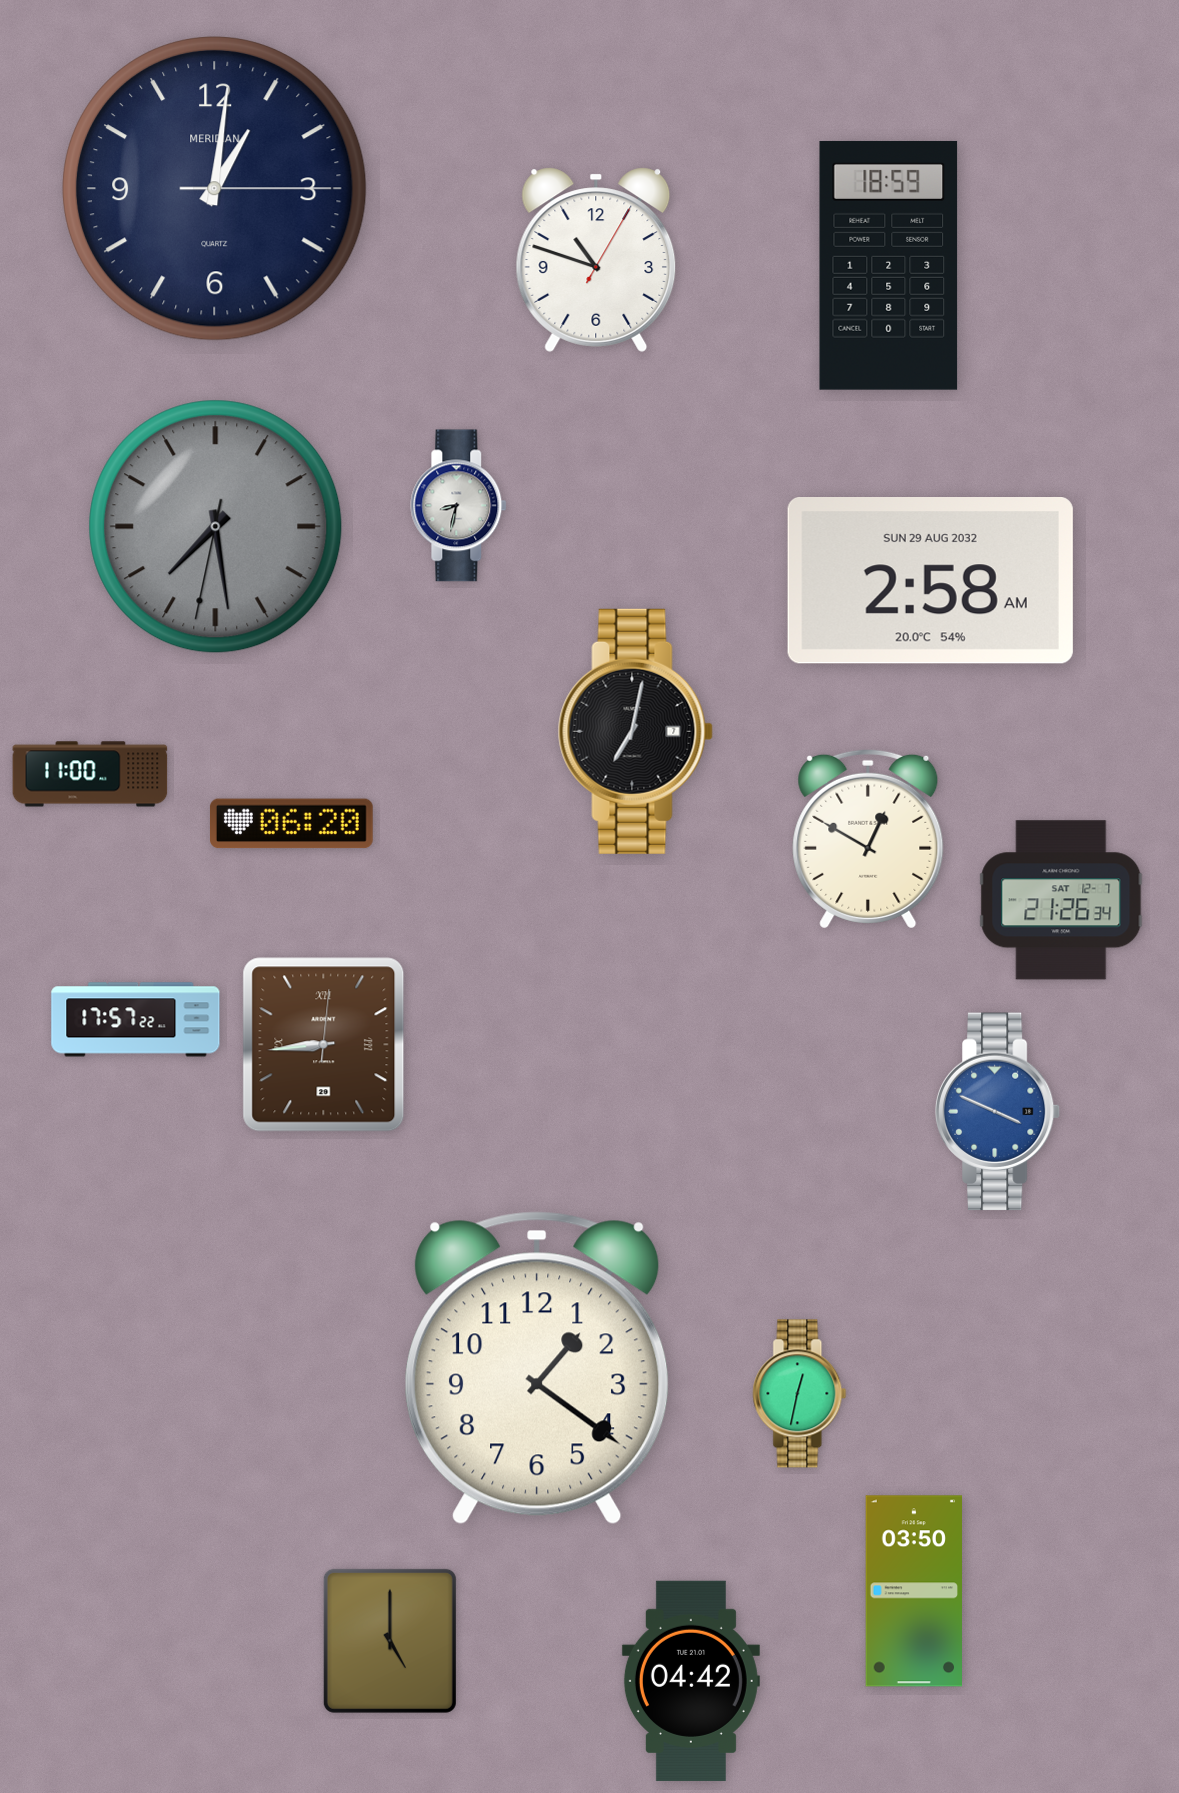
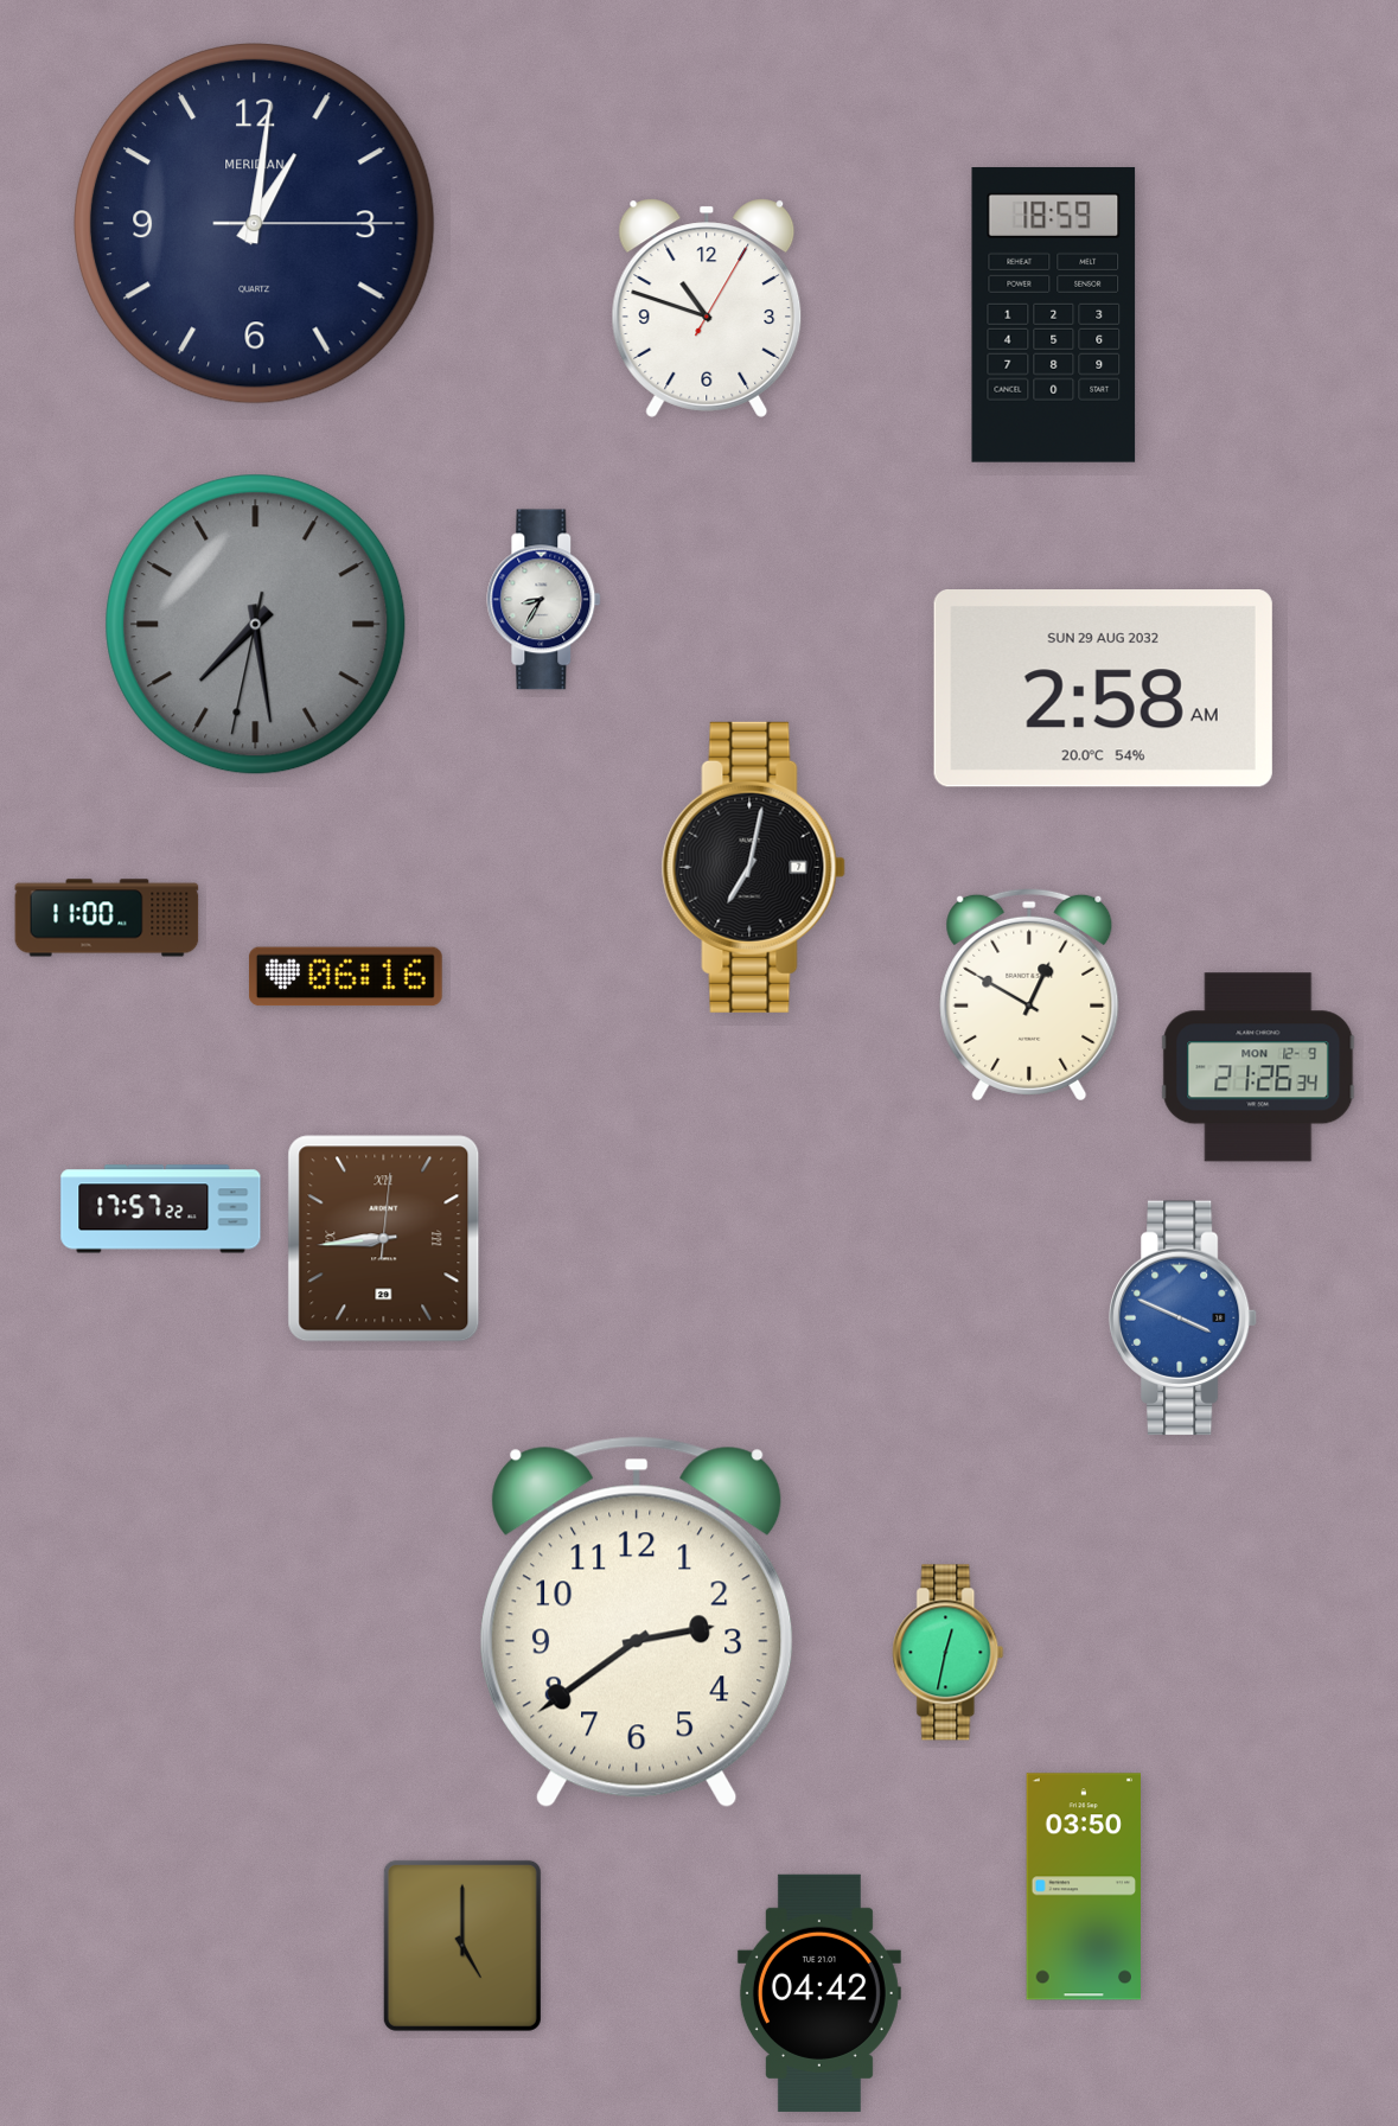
clock at (459, 506): 8:32 -> 8:35
clock at (291, 824): 06:20 -> 06:16
clock at (1061, 900) date: SAT 12-7 -> MON 12-9
clock at (537, 1368): 1:21 -> 2:39
